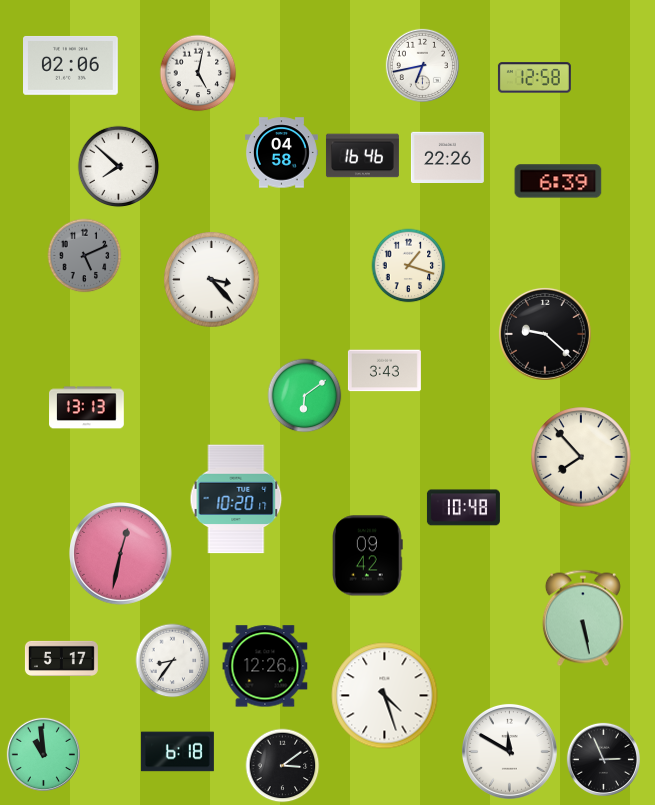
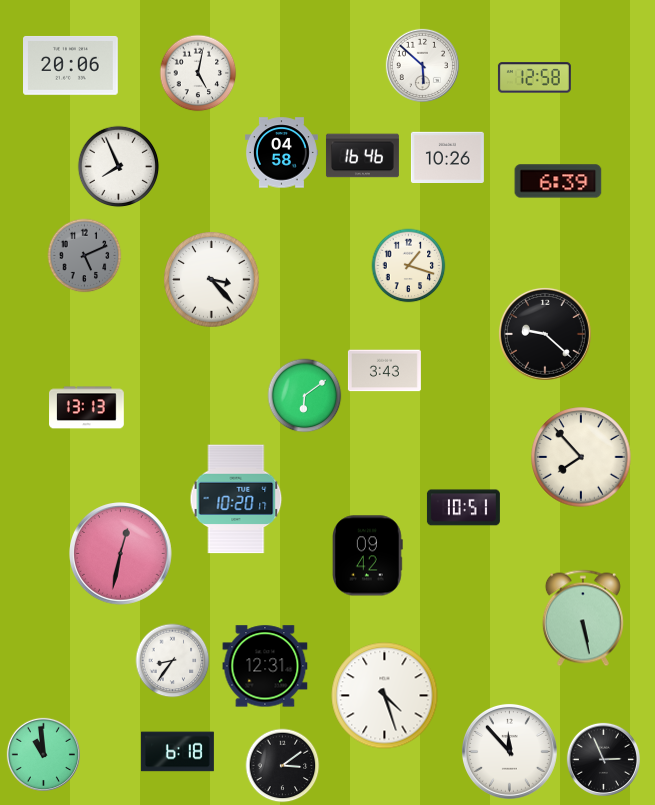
clock at (71, 65): 02:06 -> 20:06
clock at (422, 65): 6:43 -> 5:52
clock at (447, 157): 22:26 -> 10:26
clock at (119, 167): 7:52 -> 7:56
clock at (463, 508): 10:48 -> 10:51
clock at (61, 658): 5:17 -> none
clock at (265, 666): 12:26 -> 12:31
clock at (509, 751): 11:50 -> 11:53
